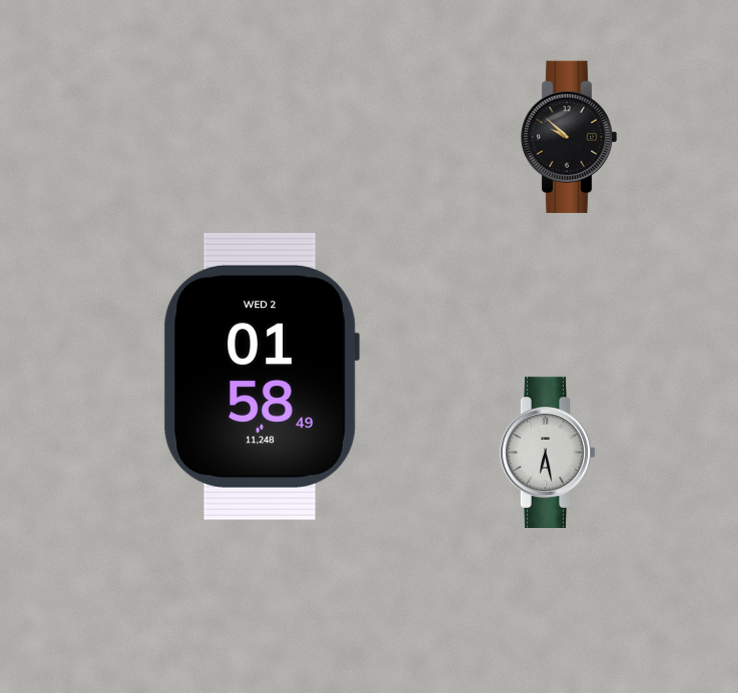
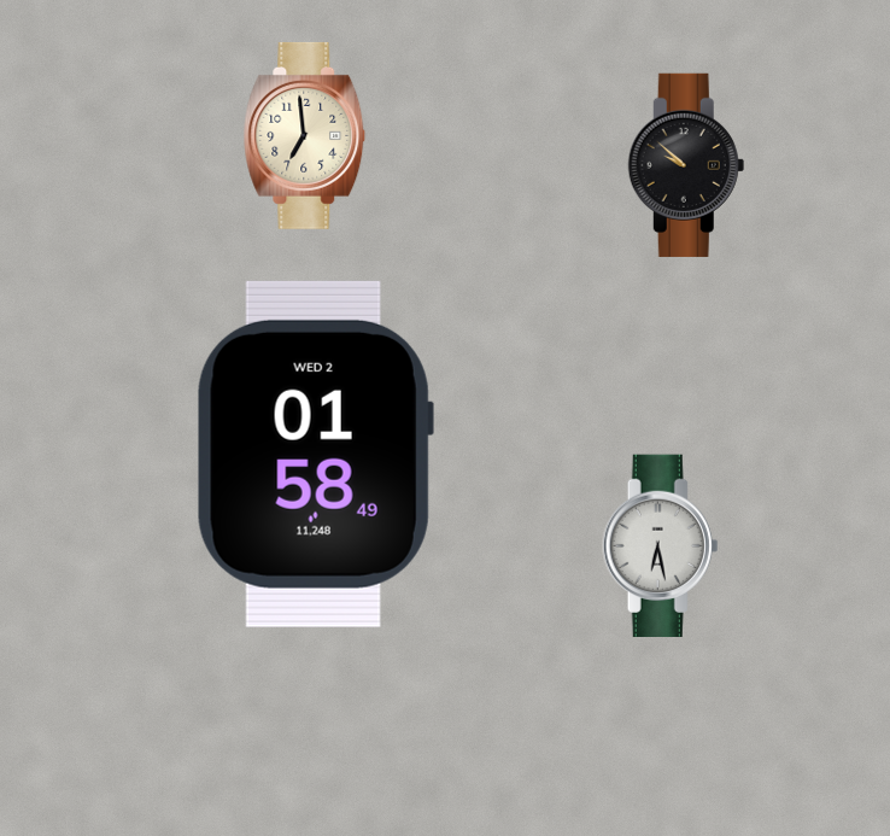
clock at (305, 135): none -> 6:59
